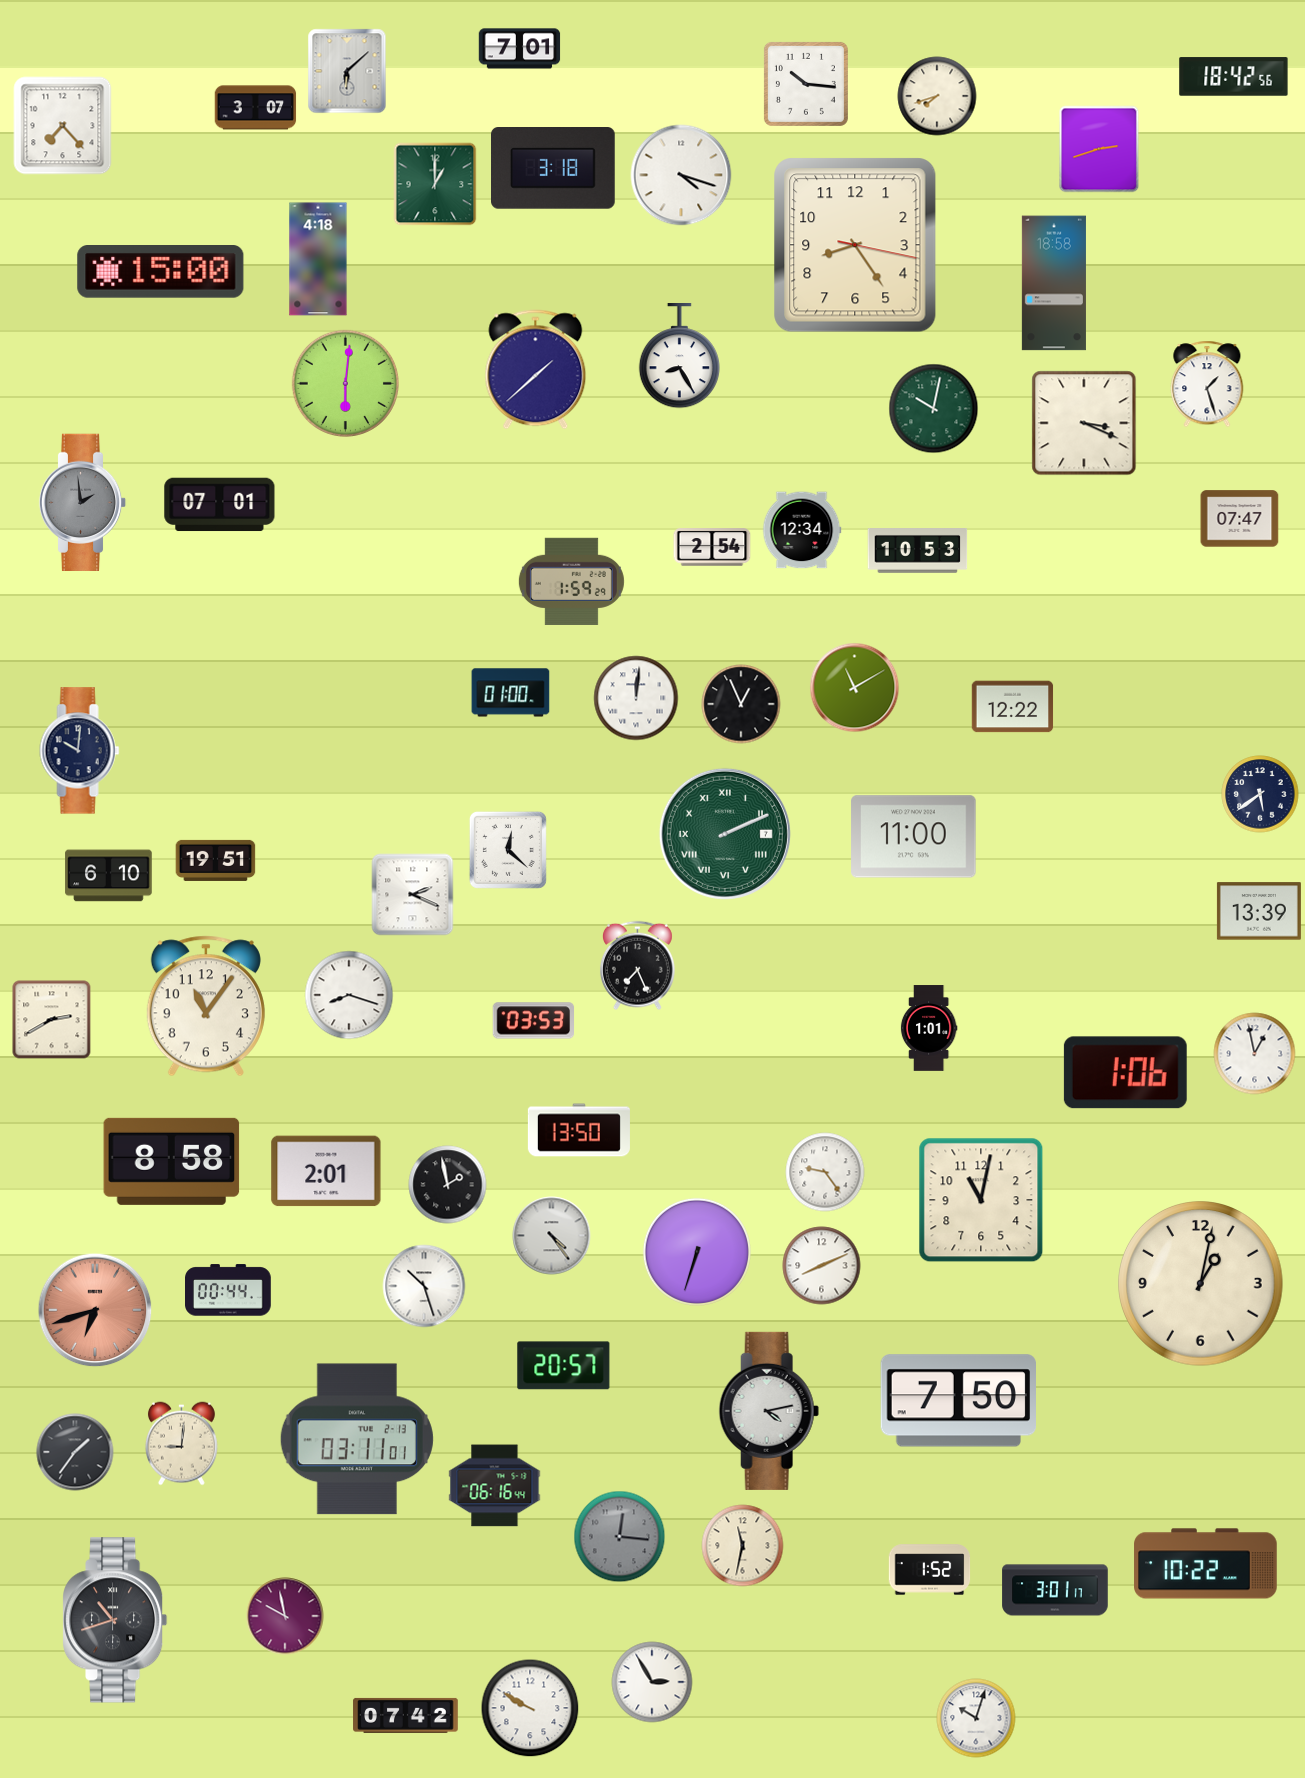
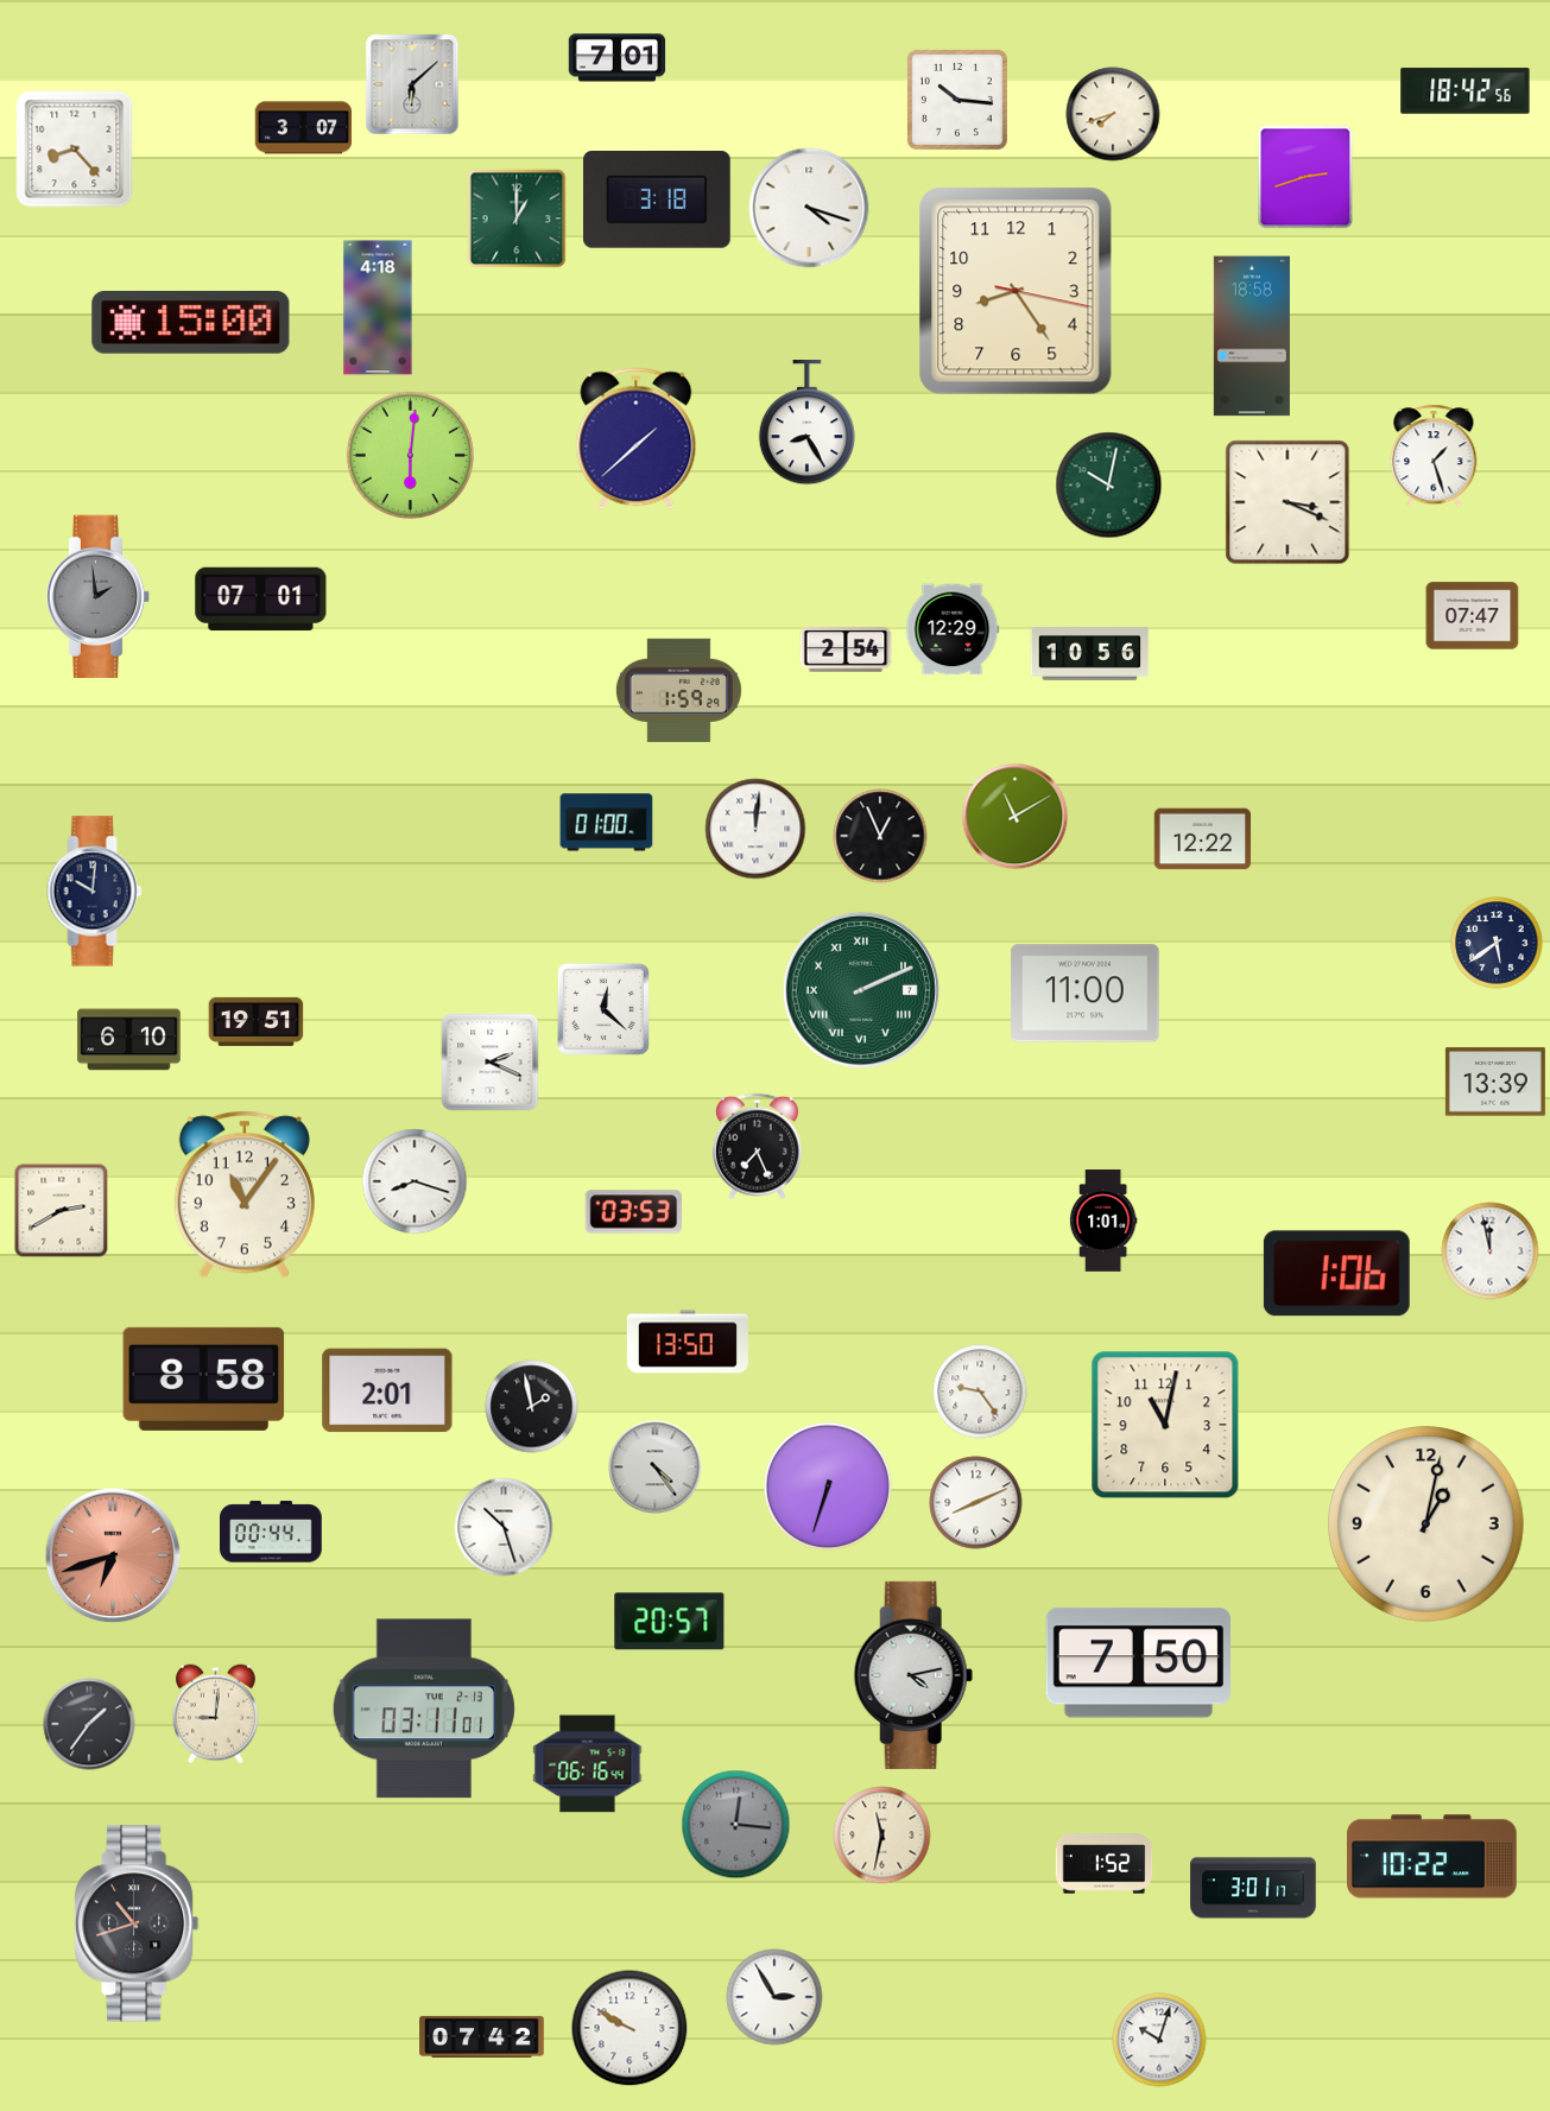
clock at (63, 126): 7:23 -> 8:23
clock at (802, 530): 12:34 -> 12:29
clock at (918, 551): 10:53 -> 10:56
clock at (1255, 1054): 12:58 -> 11:58
clock at (285, 1616): 9:58 -> none
